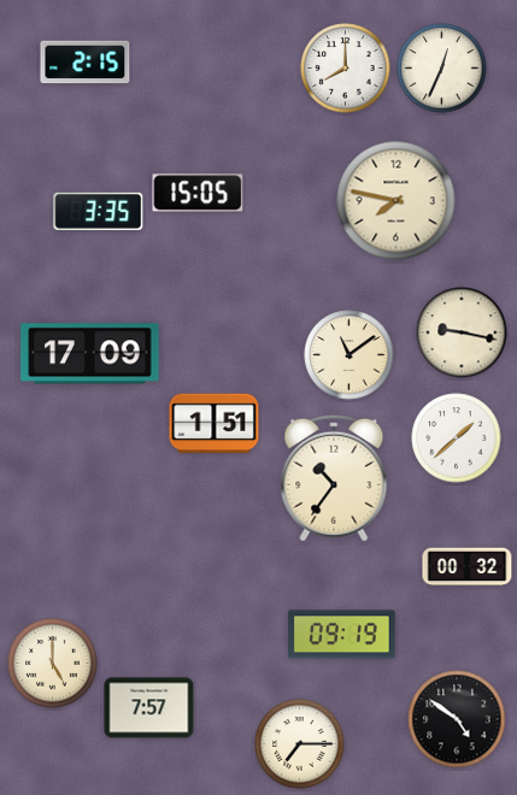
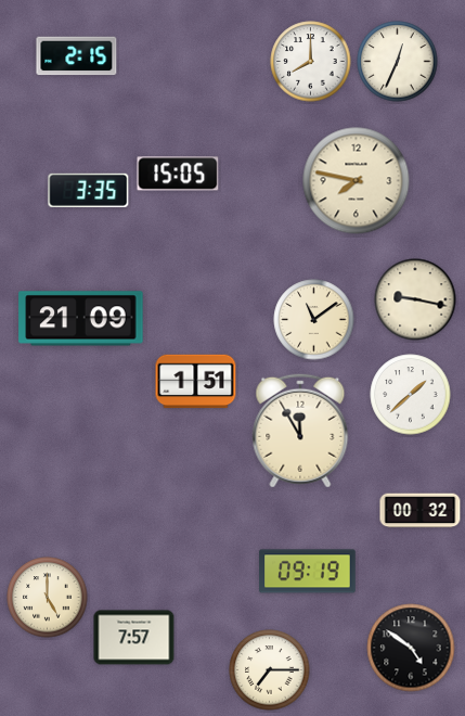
clock at (90, 354): 17:09 -> 21:09
clock at (215, 424) position: (215, 424) -> (196, 382)
clock at (334, 478): 10:36 -> 11:55
